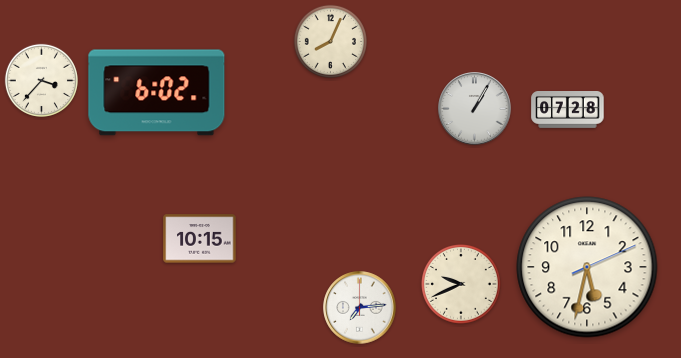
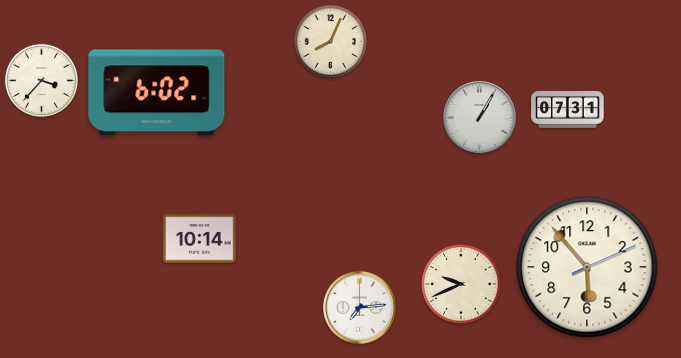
clock at (475, 109) position: (475, 109) -> (480, 118)
clock at (568, 110): 07:28 -> 07:31
clock at (200, 239): 10:15 -> 10:14
clock at (587, 267): 5:32 -> 5:53
